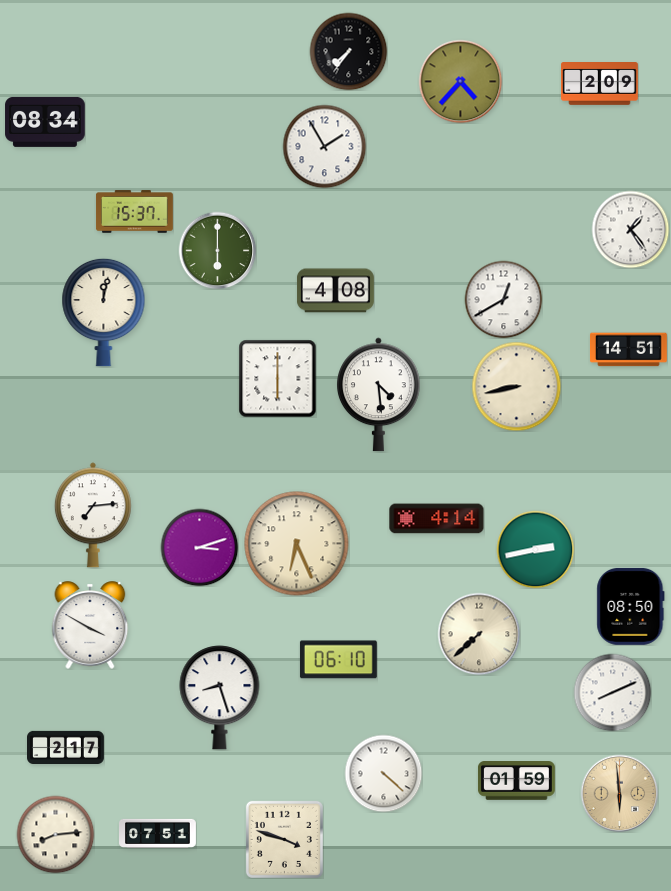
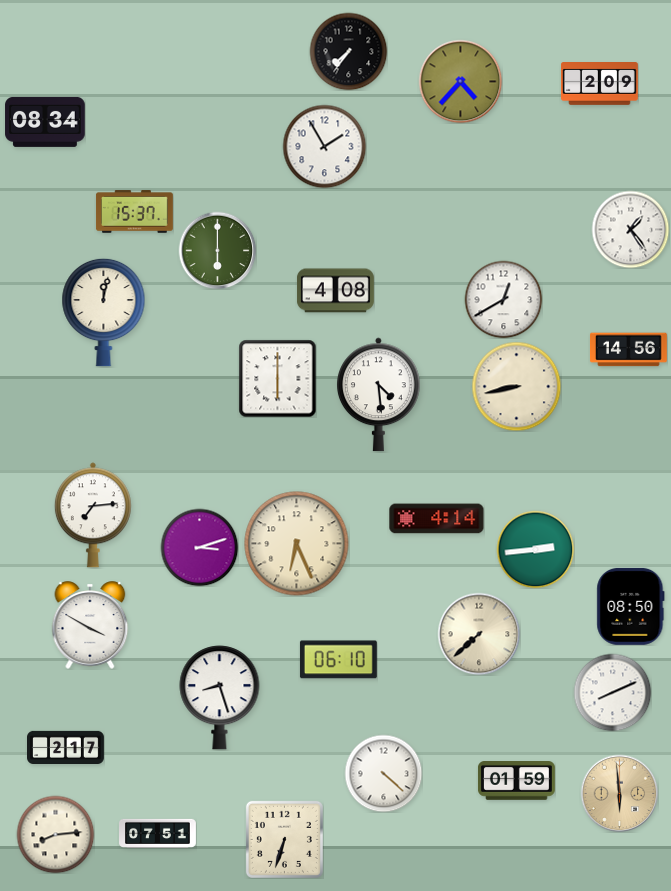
clock at (628, 350): 14:51 -> 14:56
clock at (535, 549): 2:43 -> 2:44
clock at (284, 839): 3:48 -> 6:33
